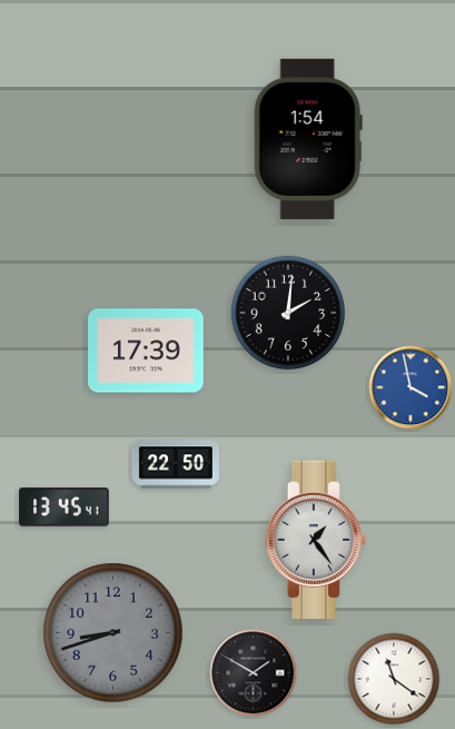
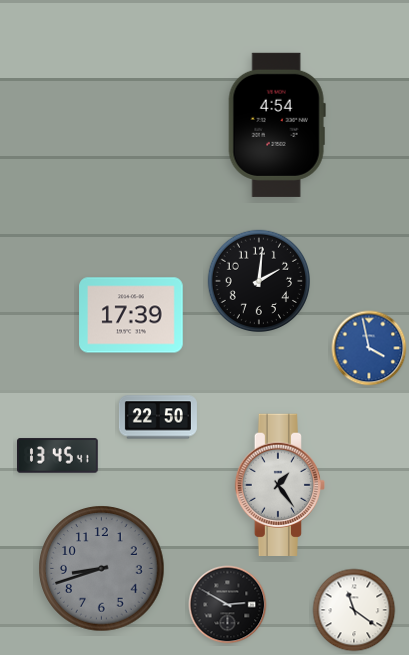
clock at (308, 139): 1:54 -> 4:54
clock at (315, 539) position: (315, 539) -> (279, 484)
clock at (254, 673): 1:50 -> 2:50
